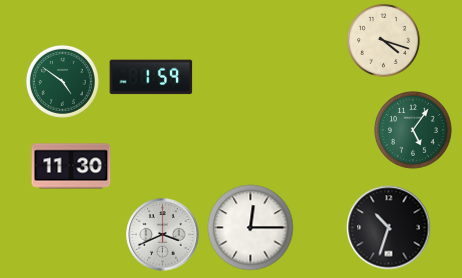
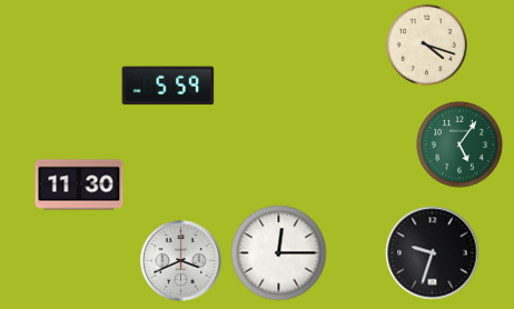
clock at (151, 77): 1:59 -> 5:59
clock at (62, 81): 4:51 -> none
clock at (389, 228): 10:33 -> 9:33
